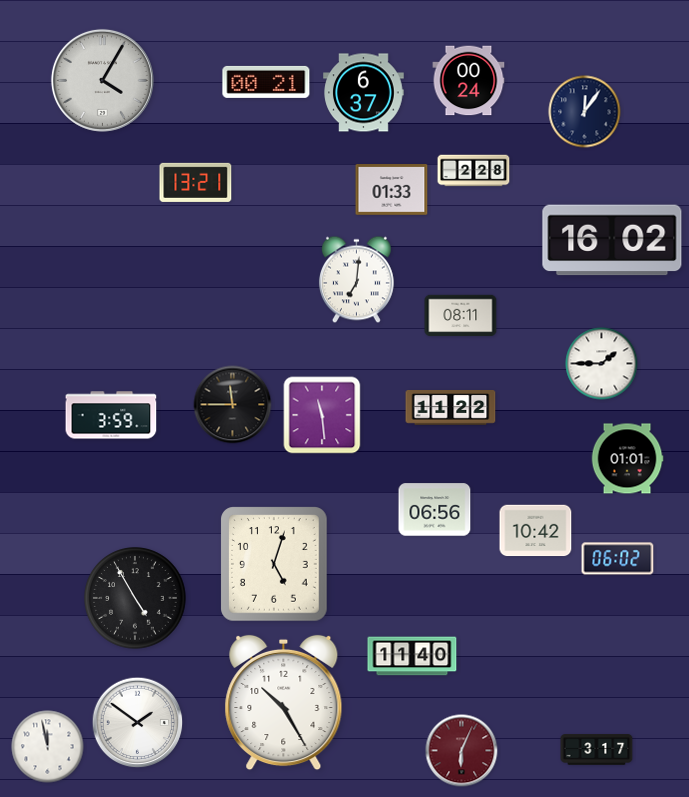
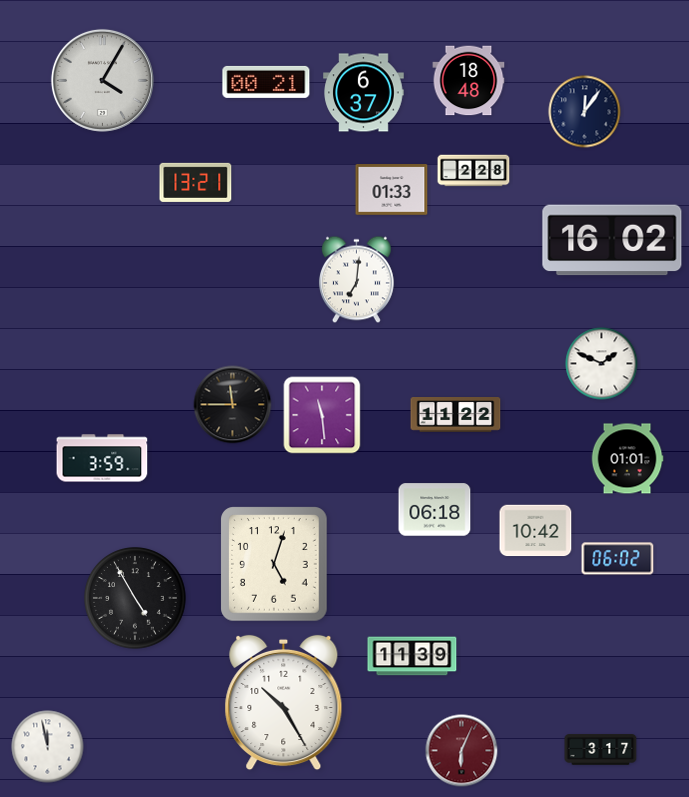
clock at (469, 81): 00:24 -> 18:48
clock at (461, 316): 08:11 -> none
clock at (602, 364): 1:45 -> 1:49
clock at (451, 408) position: (451, 408) -> (456, 415)
clock at (111, 415) position: (111, 415) -> (102, 458)
clock at (435, 510): 06:56 -> 06:18
clock at (412, 656): 11:40 -> 11:39
clock at (138, 723): 1:51 -> none
clock at (597, 750) position: (597, 750) -> (601, 750)
